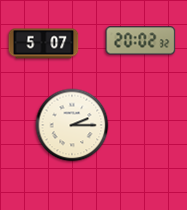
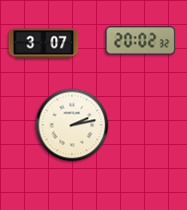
clock at (44, 44): 5:07 -> 3:07
clock at (72, 125): 2:15 -> 2:13
